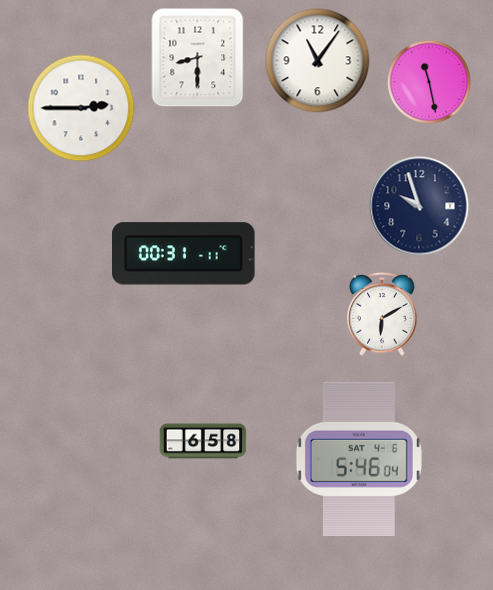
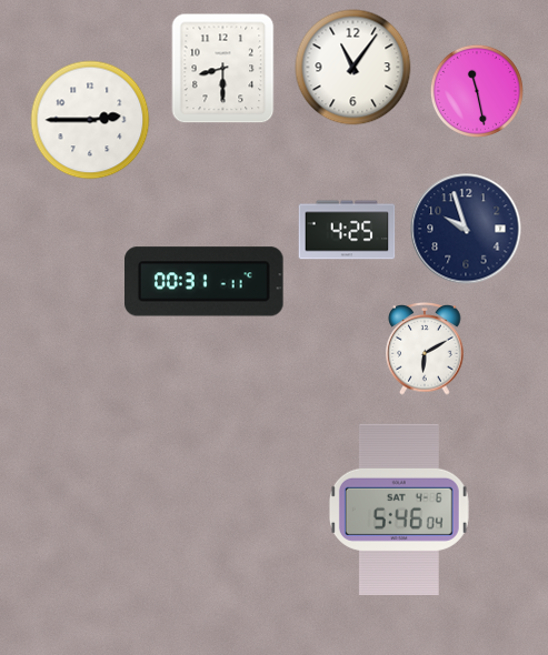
clock at (198, 58) position: (198, 58) -> (223, 69)
clock at (347, 230): none -> 4:25
clock at (203, 441): 6:58 -> none
